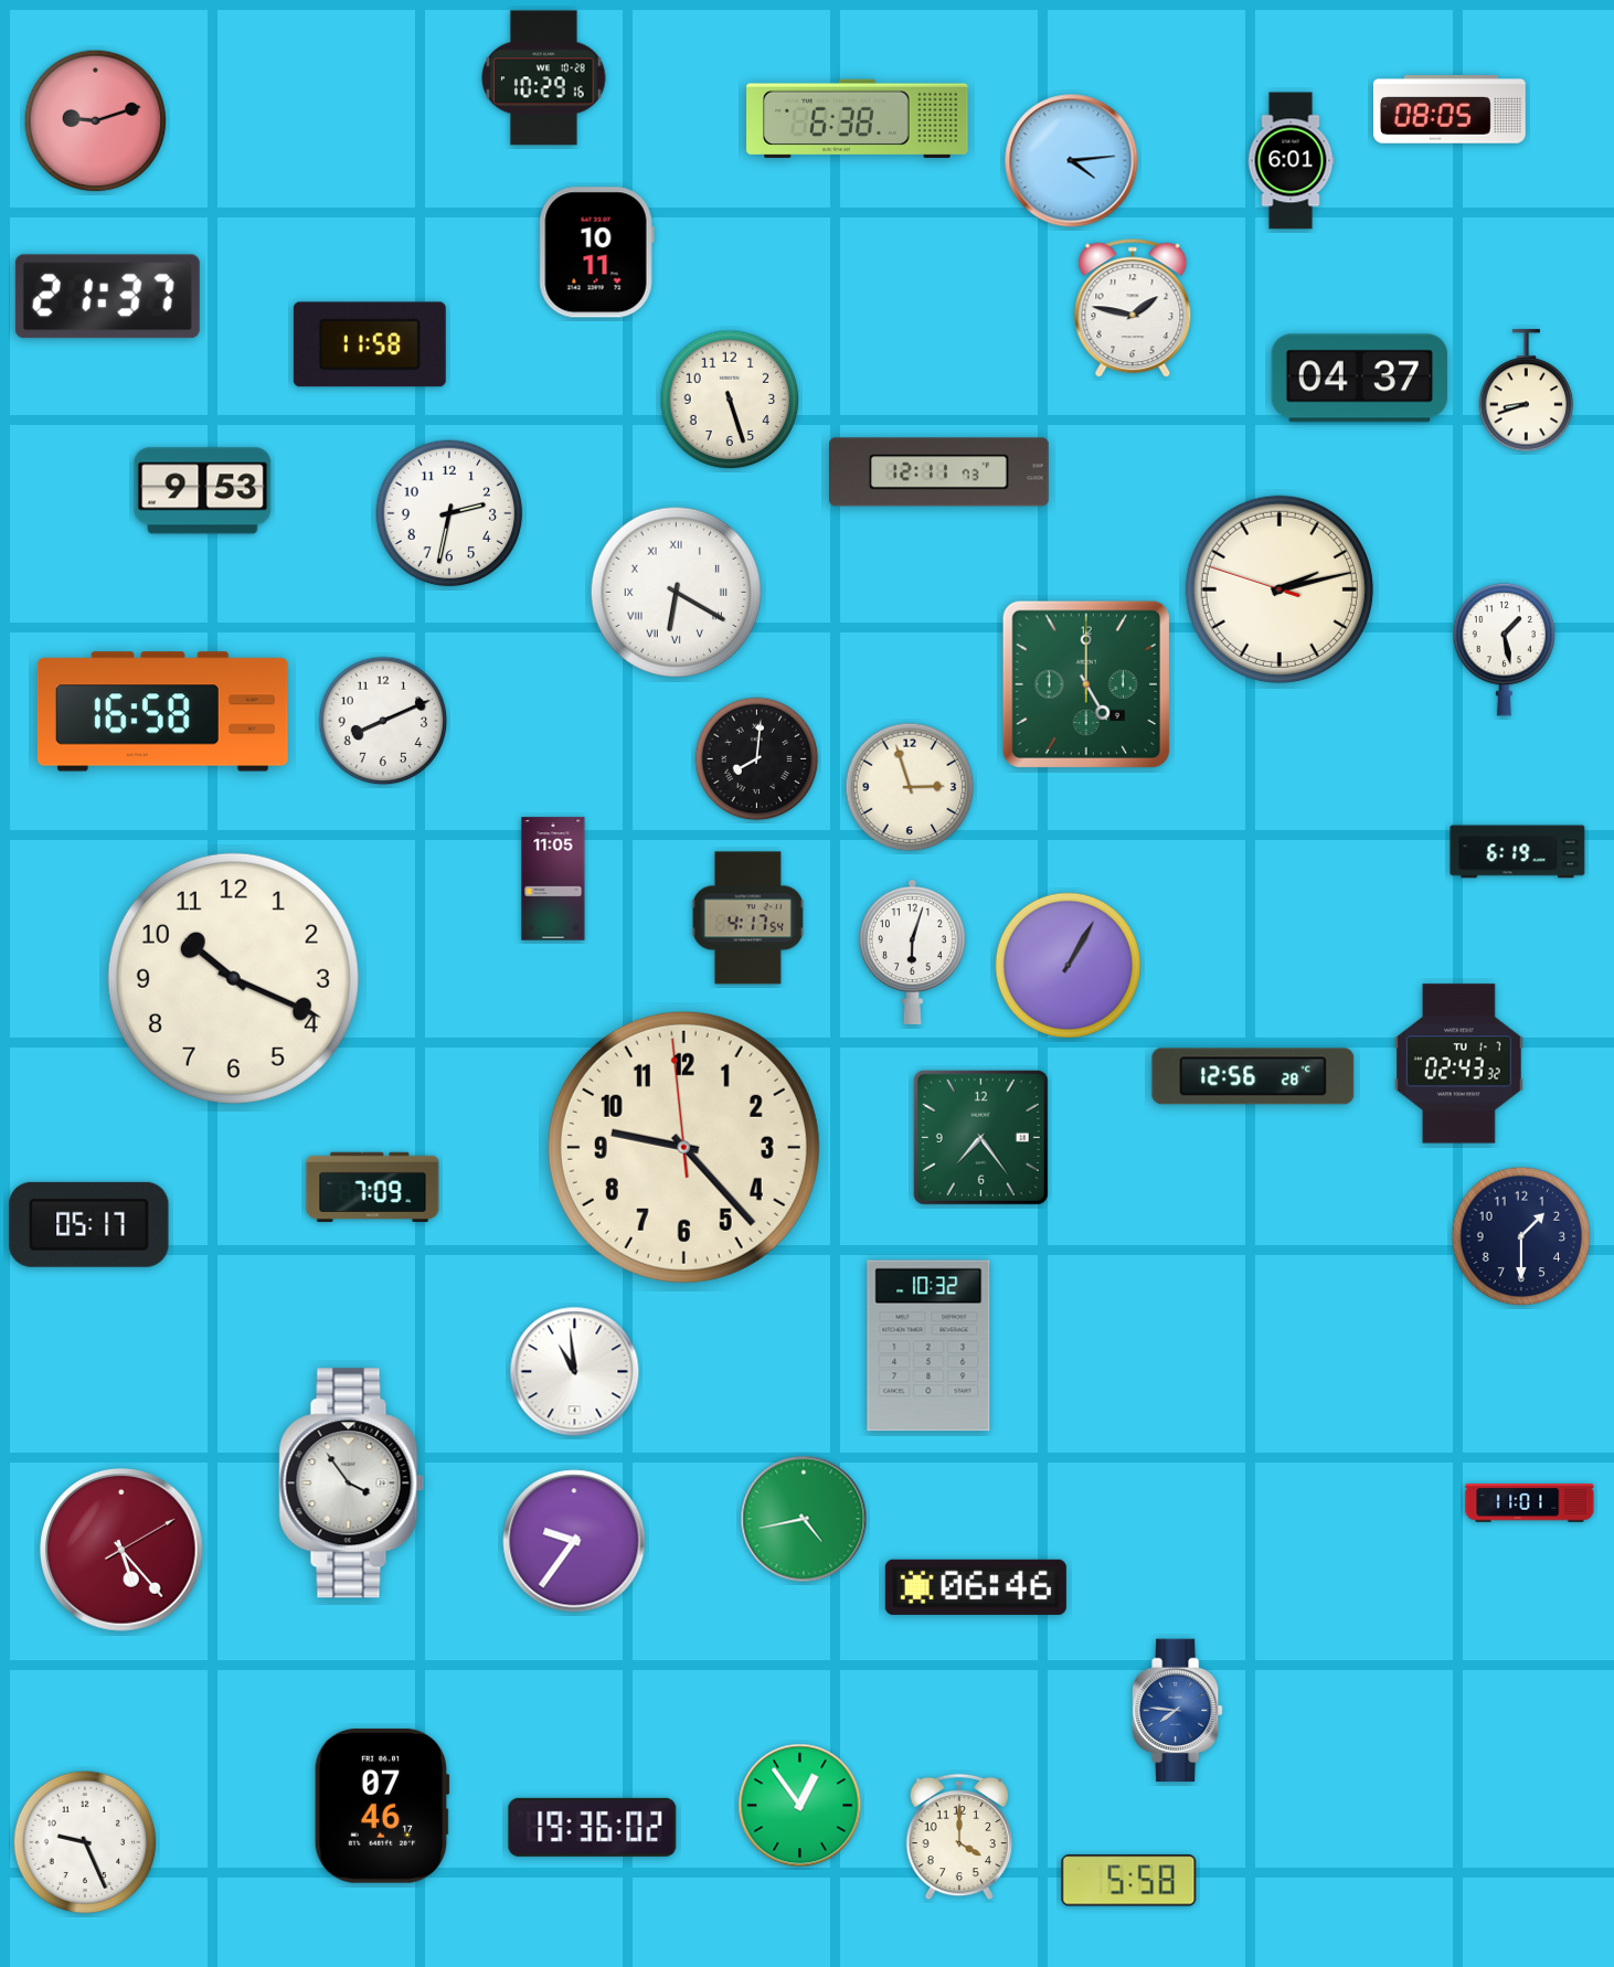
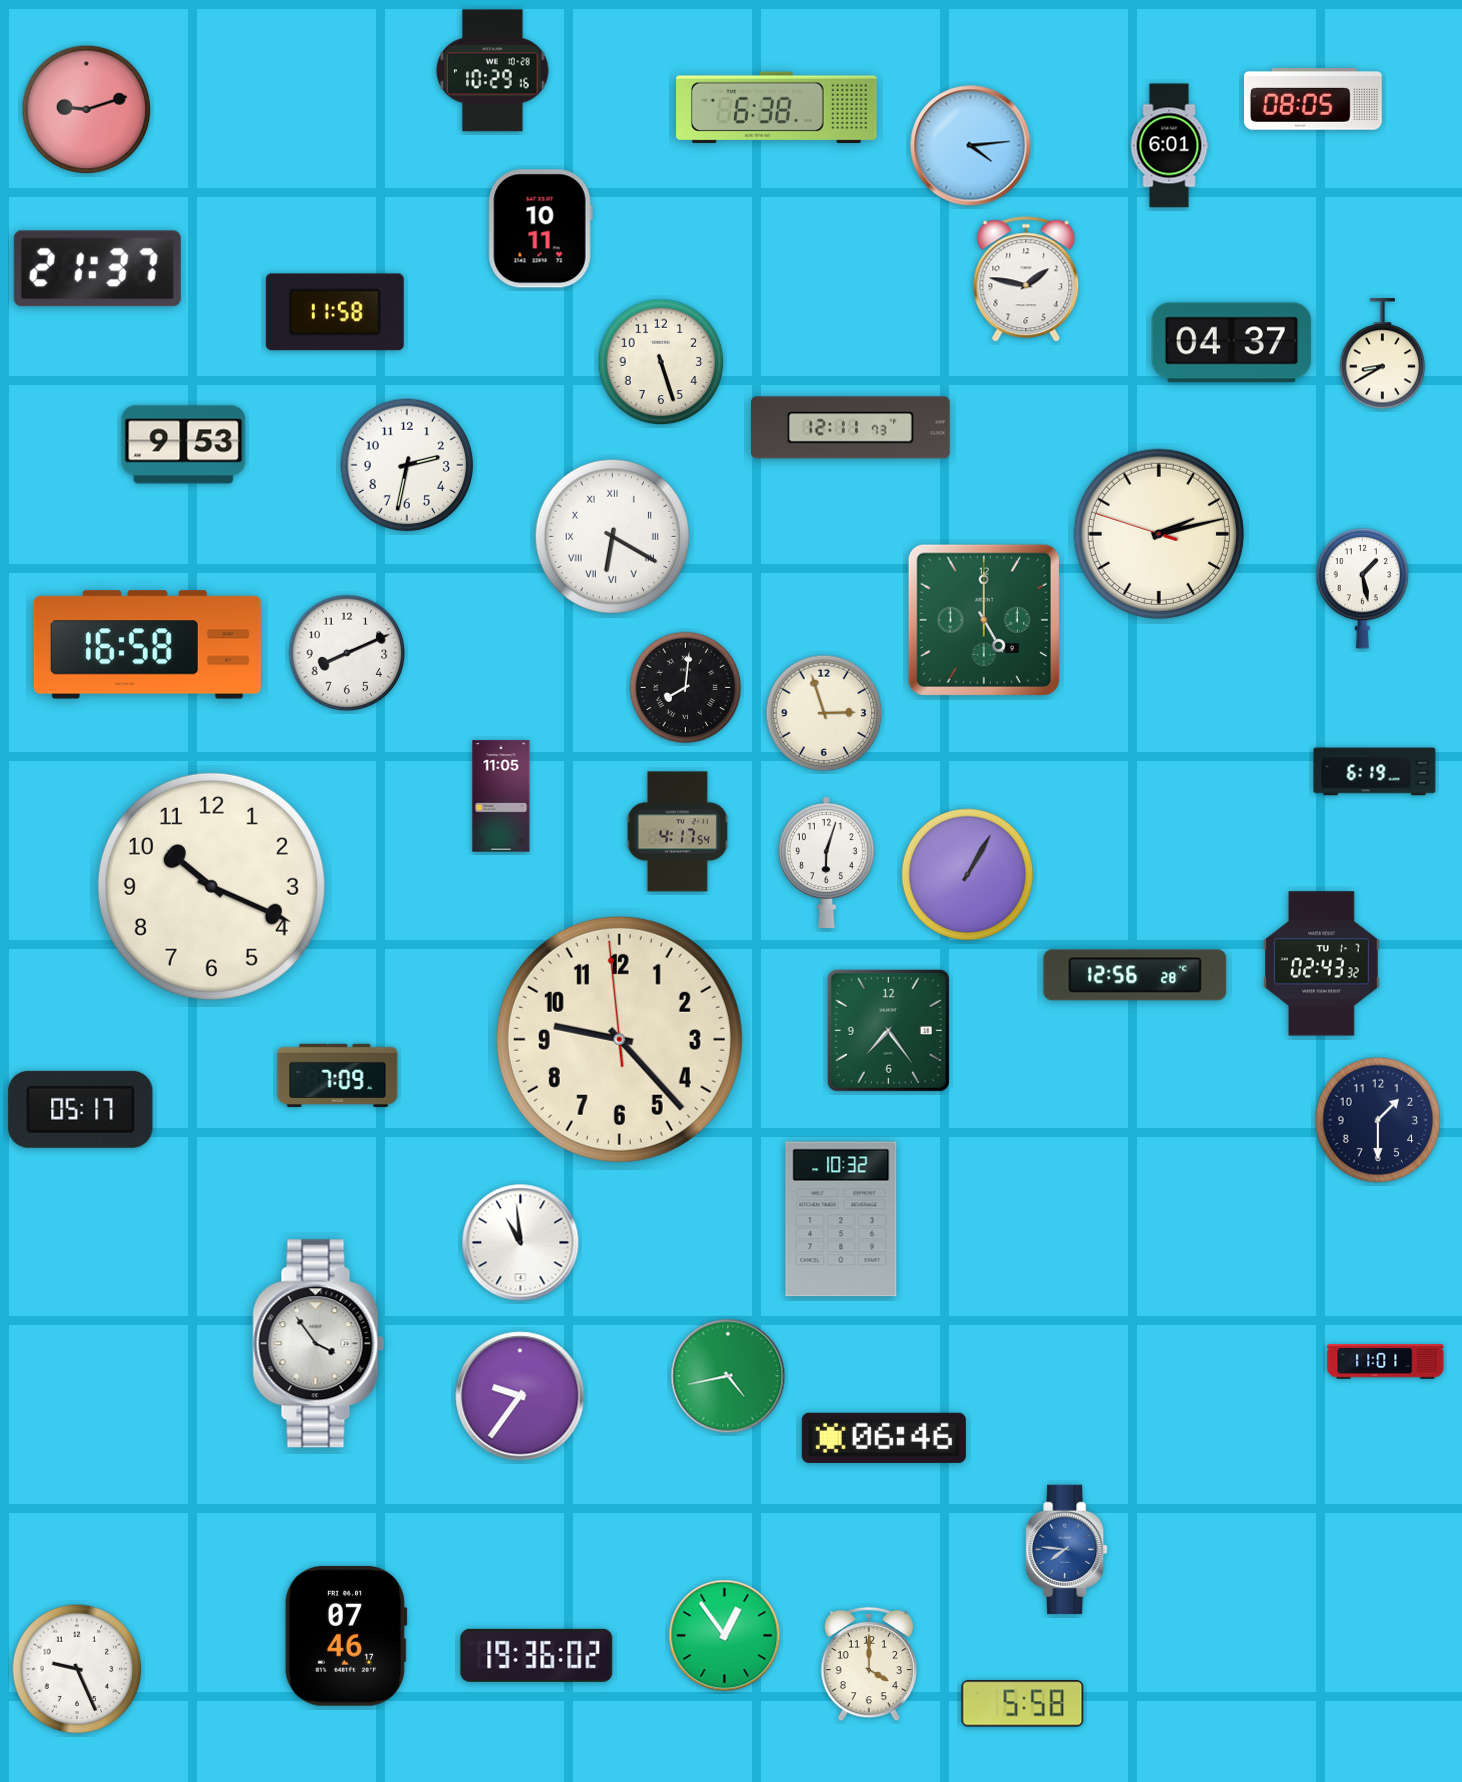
clock at (1527, 391): 8:42 -> 8:40
clock at (123, 1551): 5:23 -> none
